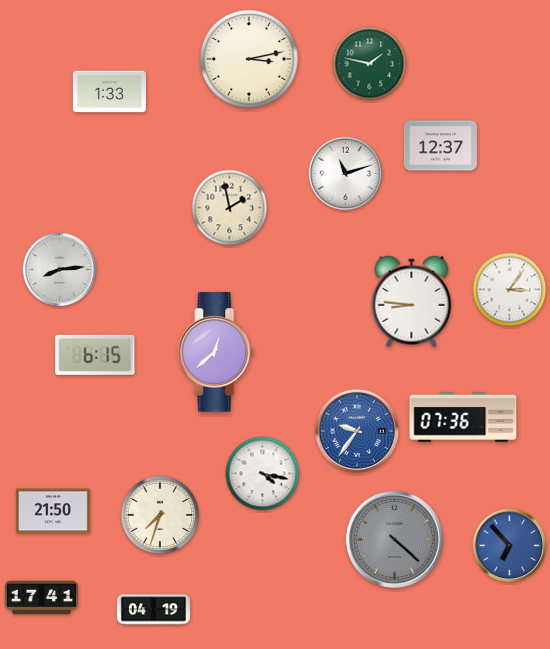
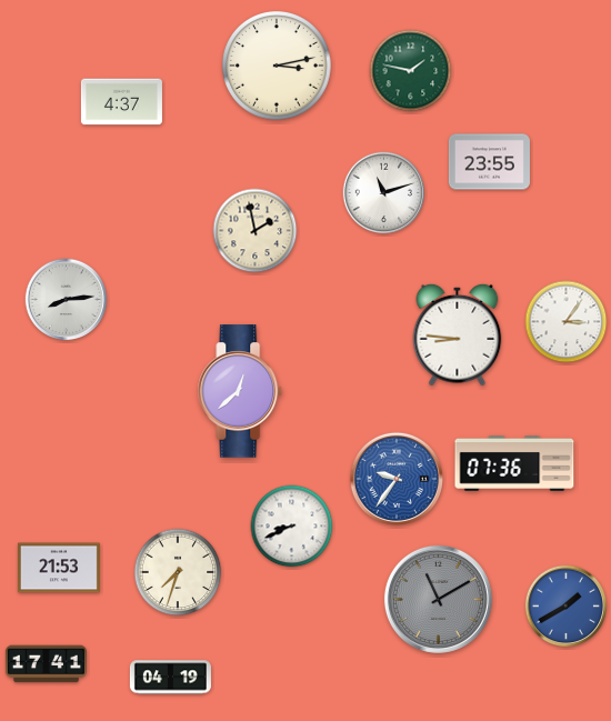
clock at (109, 92): 1:33 -> 4:37
clock at (440, 146): 12:37 -> 23:55
clock at (95, 355): 6:15 -> none
clock at (263, 474): 4:17 -> 8:41
clock at (53, 511): 21:50 -> 21:53
clock at (394, 539): 4:22 -> 11:10
clock at (510, 546): 6:53 -> 1:40
